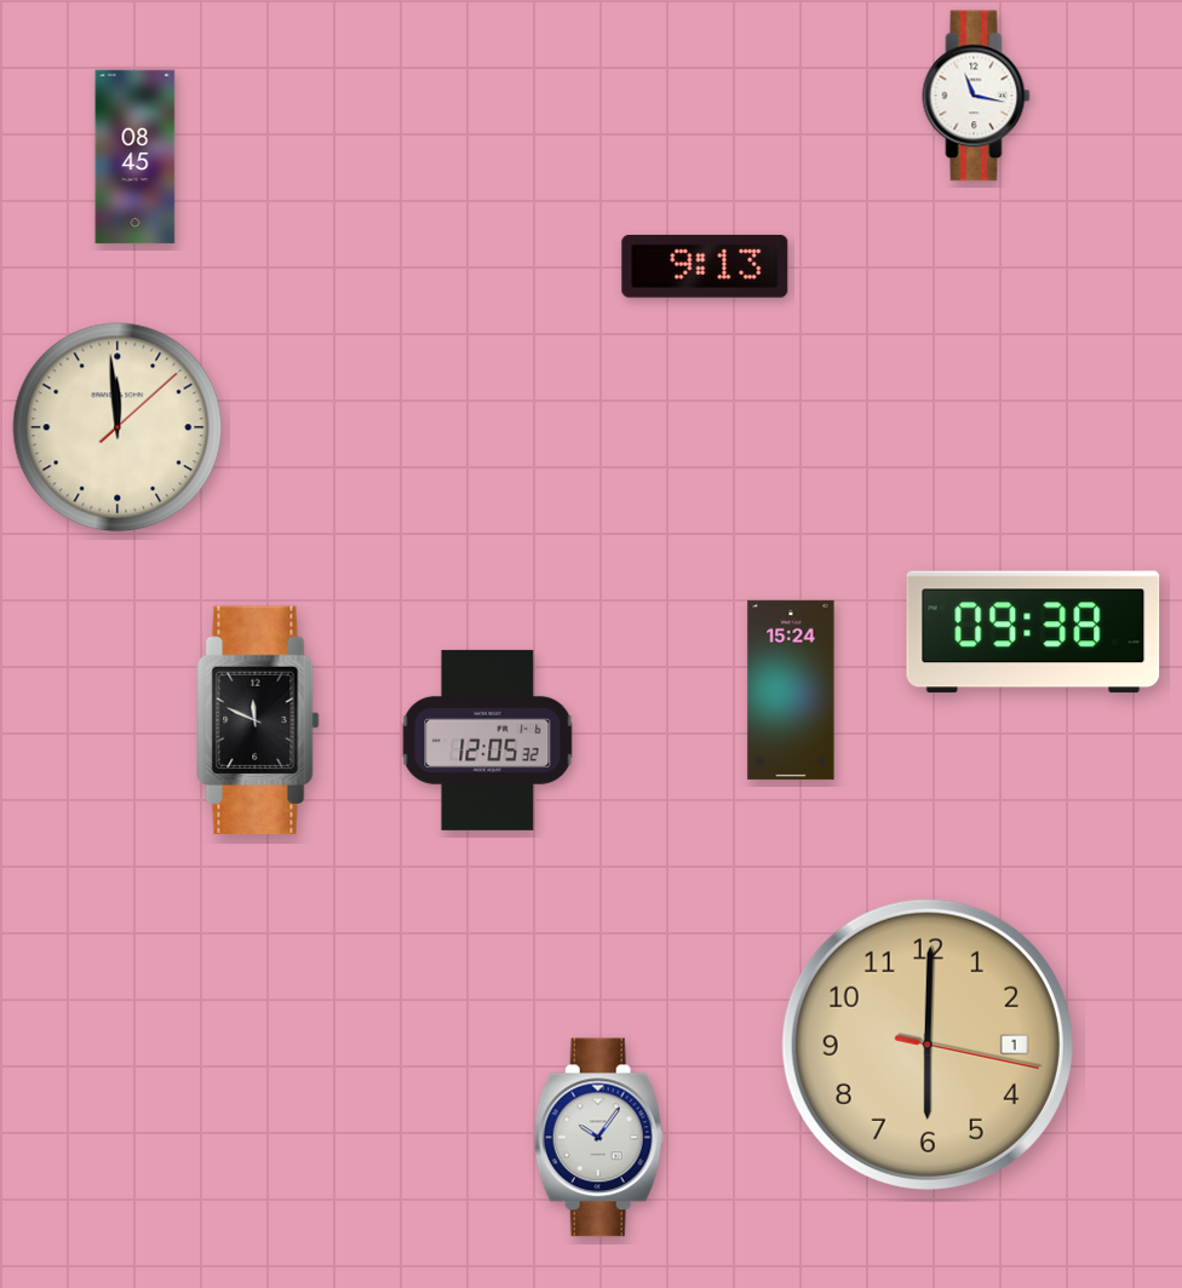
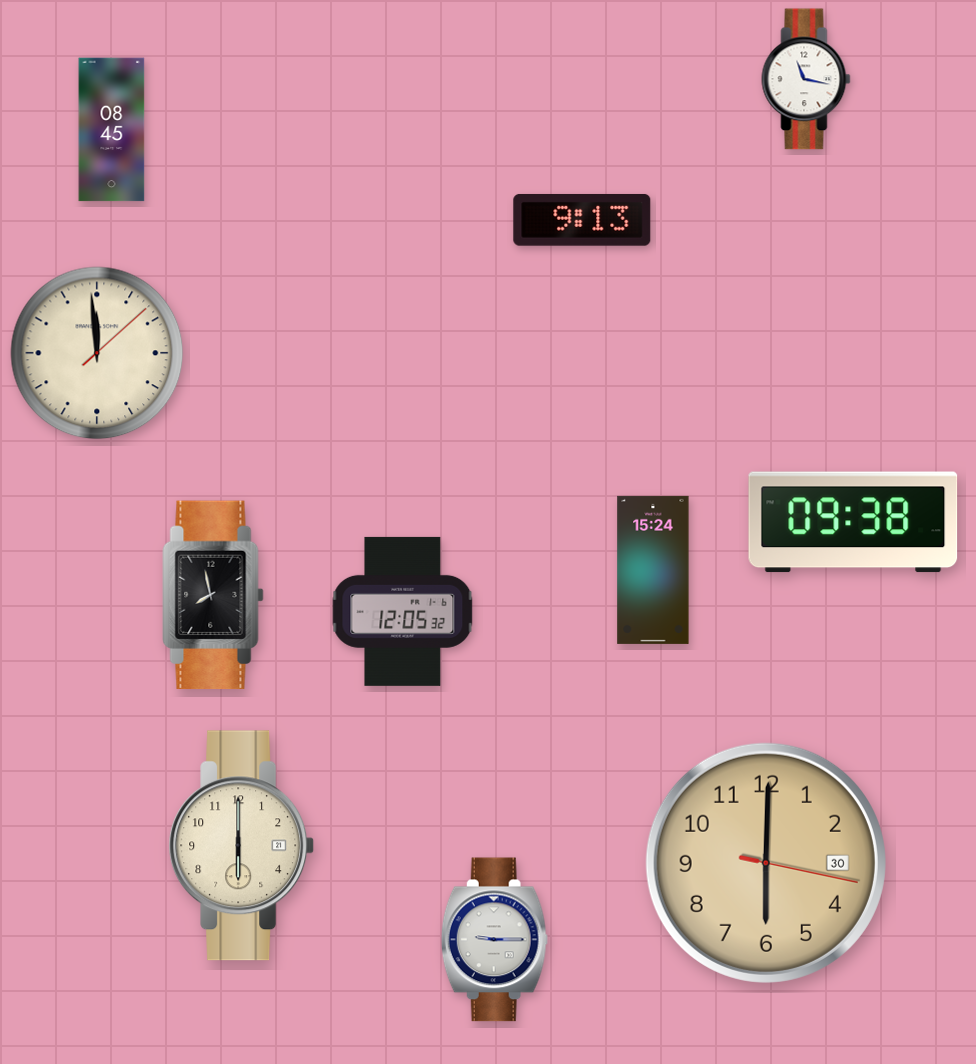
clock at (258, 720): 11:49 -> 7:58
clock at (242, 846): none -> 6:00
clock at (928, 1045) date: 1 -> 30
clock at (598, 1138): 10:06 -> 9:15
